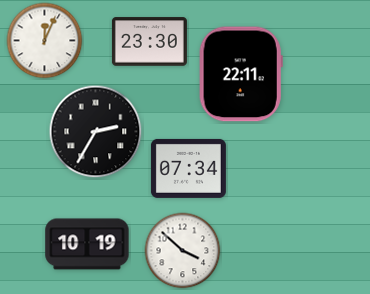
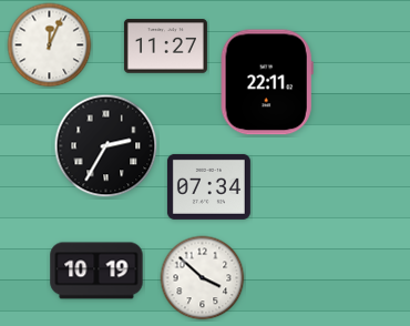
clock at (149, 42): 23:30 -> 11:27
